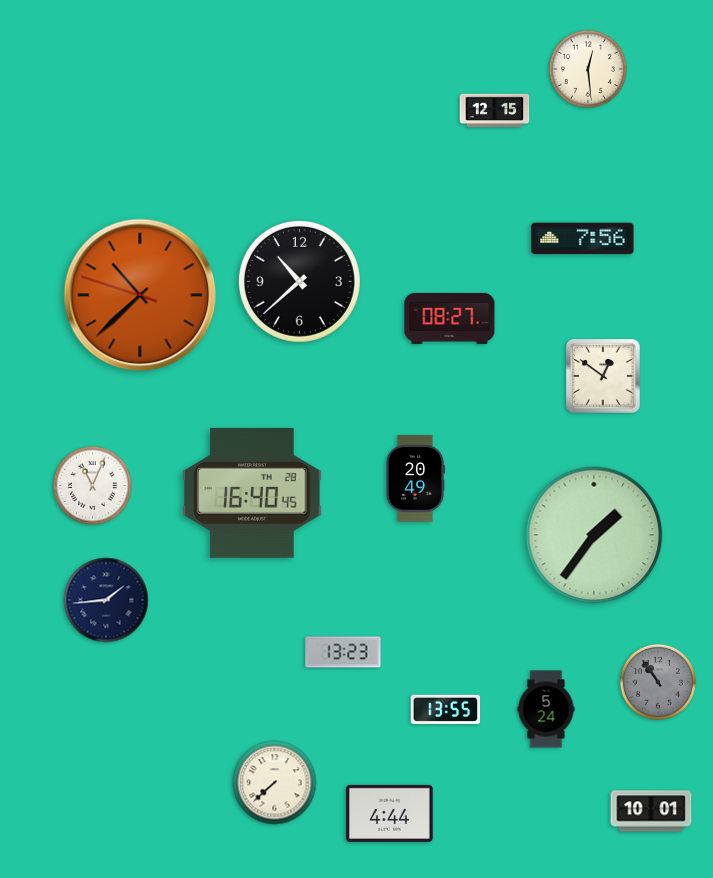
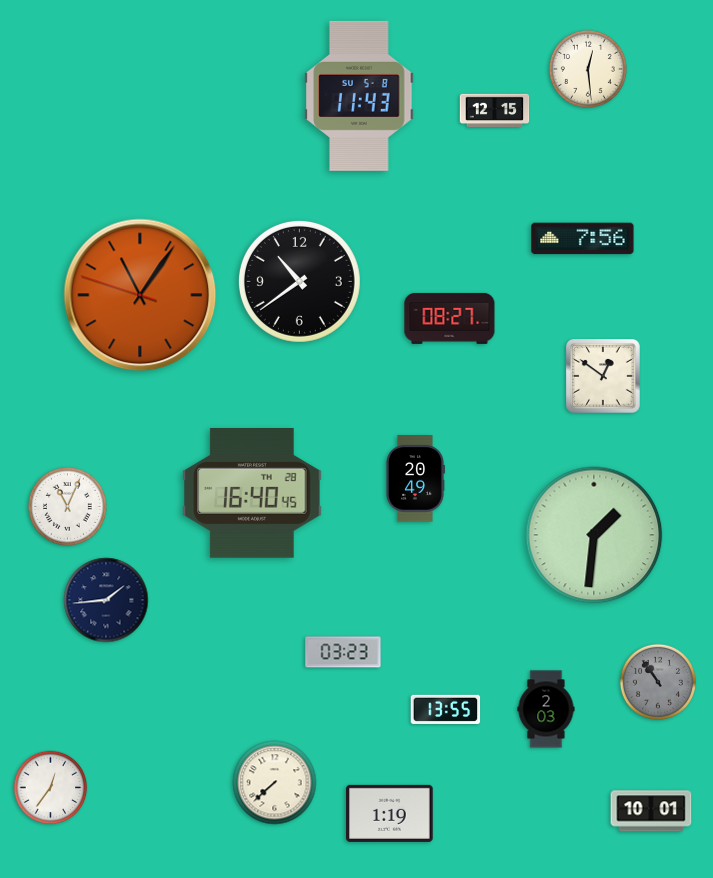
clock at (359, 96): none -> 11:43
clock at (299, 281): 10:38 -> 10:39
clock at (140, 295): 10:37 -> 11:05
clock at (93, 486) position: (93, 486) -> (68, 507)
clock at (594, 535): 1:36 -> 1:31
clock at (343, 652): 13:23 -> 03:23
clock at (546, 709): 5:24 -> 2:03
clock at (51, 788): none -> 12:36
clock at (390, 813): 4:44 -> 1:19
